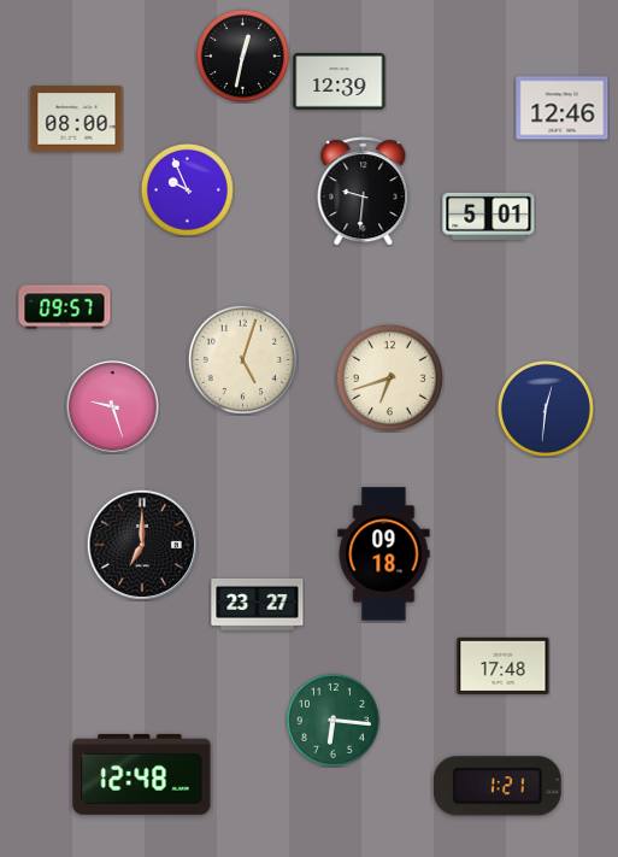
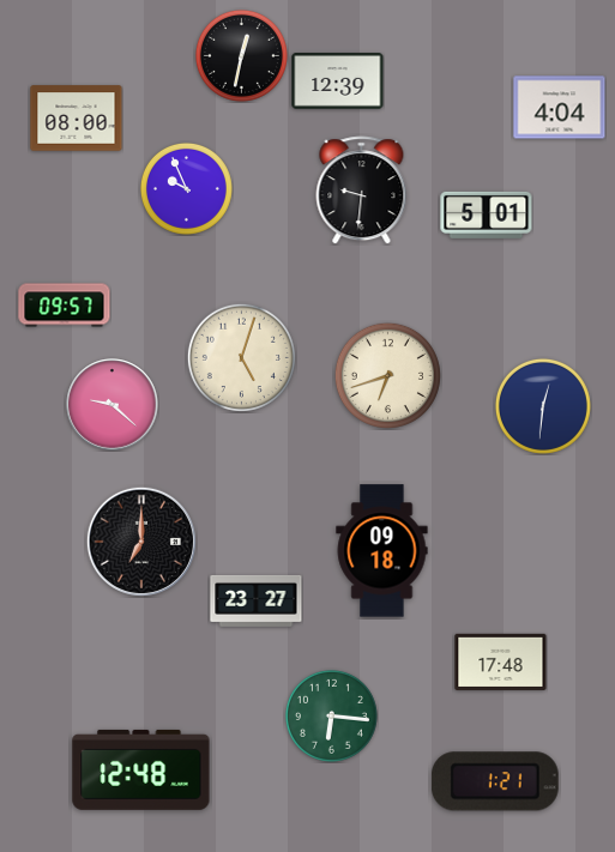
clock at (563, 108): 12:46 -> 4:04
clock at (113, 407): 9:27 -> 9:22
